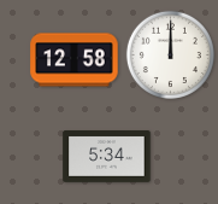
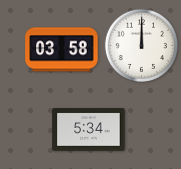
clock at (75, 60): 12:58 -> 03:58
